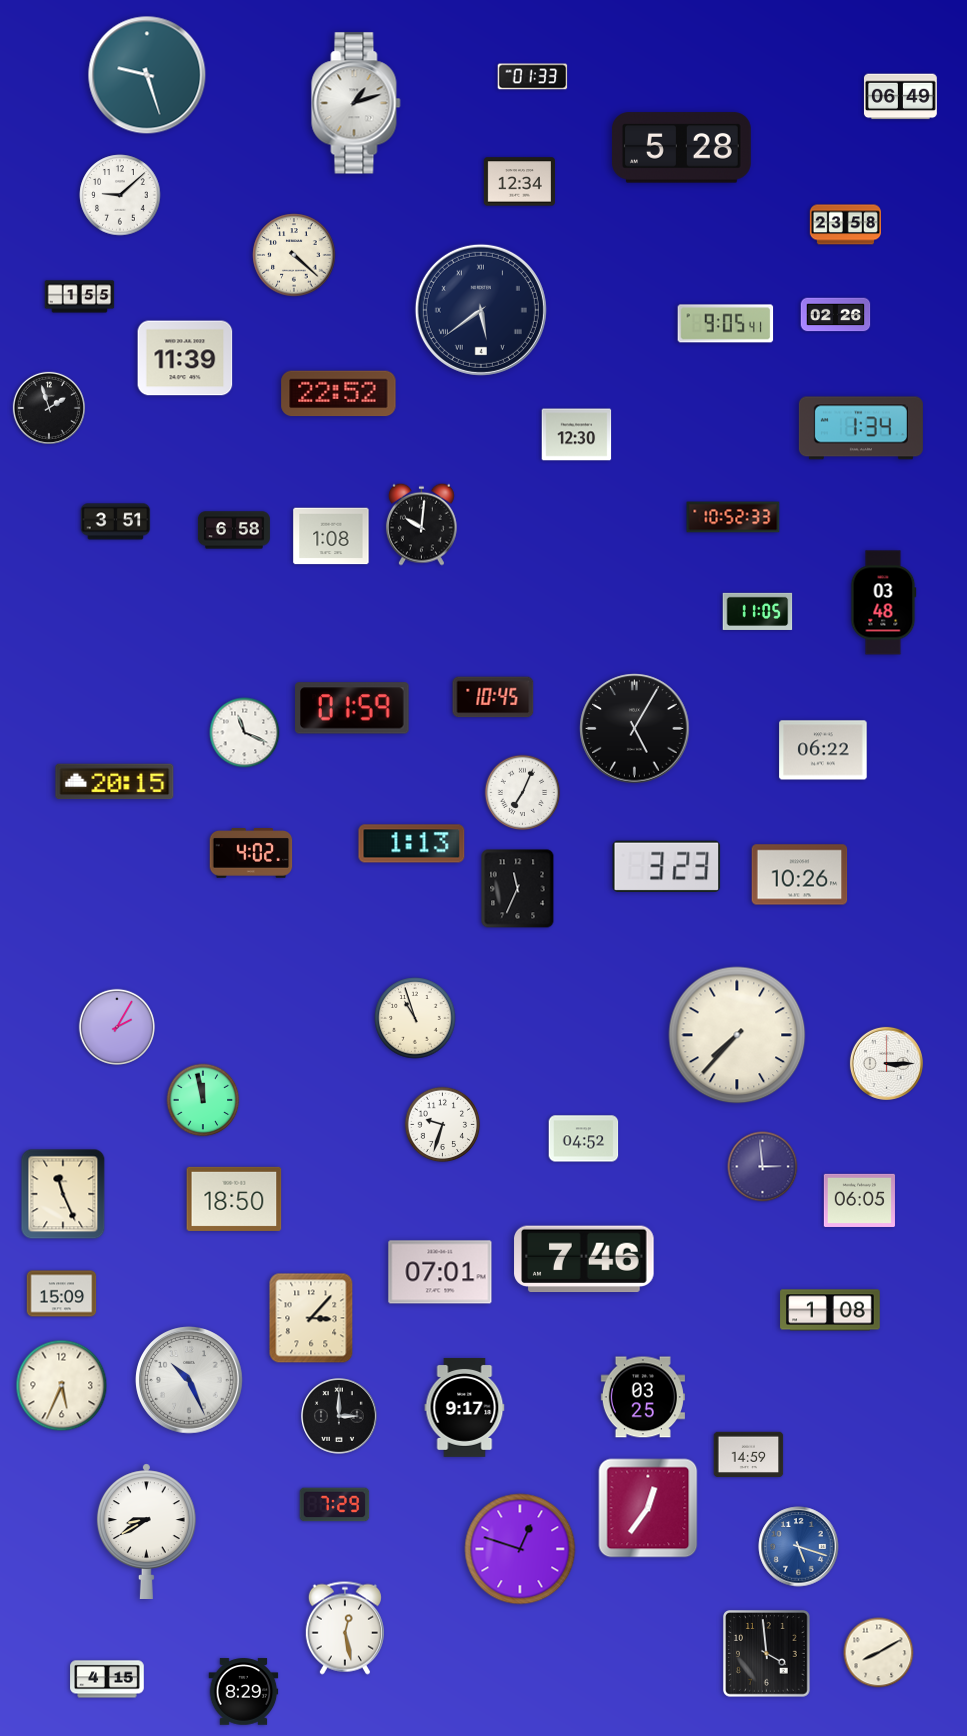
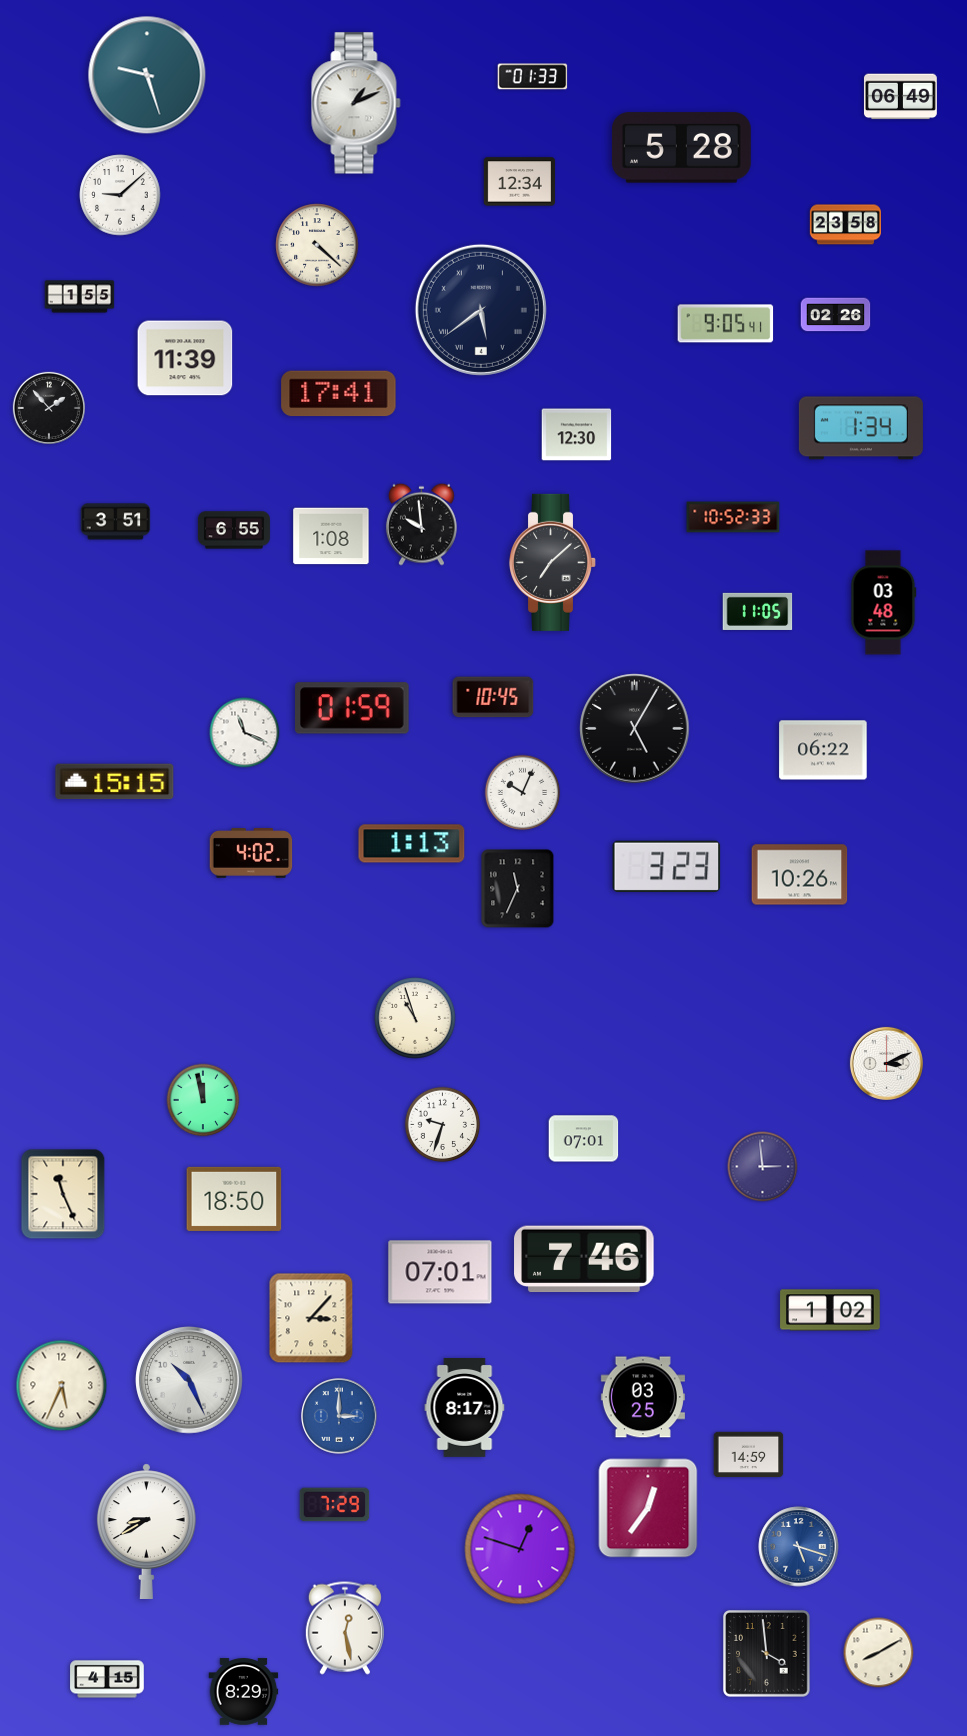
clock at (356, 103): 1:12 -> 1:11
clock at (294, 255) position: (294, 255) -> (317, 245)
clock at (339, 394): 22:52 -> 17:41
clock at (49, 408): 1:57 -> 1:53
clock at (421, 524): 10:01 -> 9:59
clock at (234, 530): 6:58 -> 6:55
clock at (553, 562): none -> 7:08
clock at (115, 782): 20:15 -> 15:15
clock at (523, 793): 7:04 -> 10:04
clock at (116, 1026): 2:05 -> none
clock at (737, 1035): 7:37 -> none
clock at (886, 1063): 3:15 -> 3:11
clock at (584, 1139): 04:52 -> 07:01
clock at (859, 1200): 06:05 -> none
clock at (62, 1294): 15:09 -> none
clock at (830, 1310): 1:08 -> 1:02
clock at (465, 1407): 9:17 -> 8:17
clock at (340, 1417) dial: black -> blue
